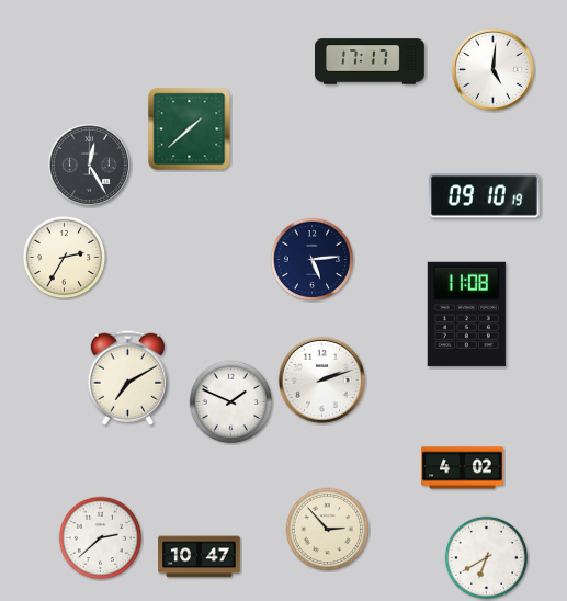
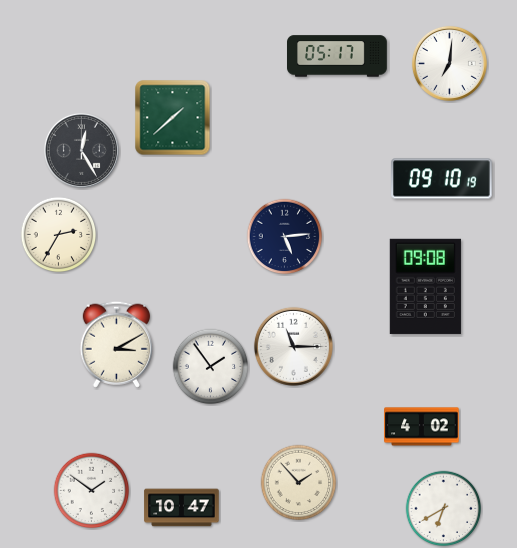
clock at (371, 61): 17:17 -> 05:17
clock at (492, 69): 5:01 -> 7:01
clock at (466, 314): 11:08 -> 09:08
clock at (127, 377): 7:10 -> 3:10
clock at (321, 379): 2:12 -> 11:15
clock at (231, 402): 1:49 -> 1:54
clock at (328, 530): 2:53 -> 1:53
clock at (101, 538): 2:38 -> 1:51
